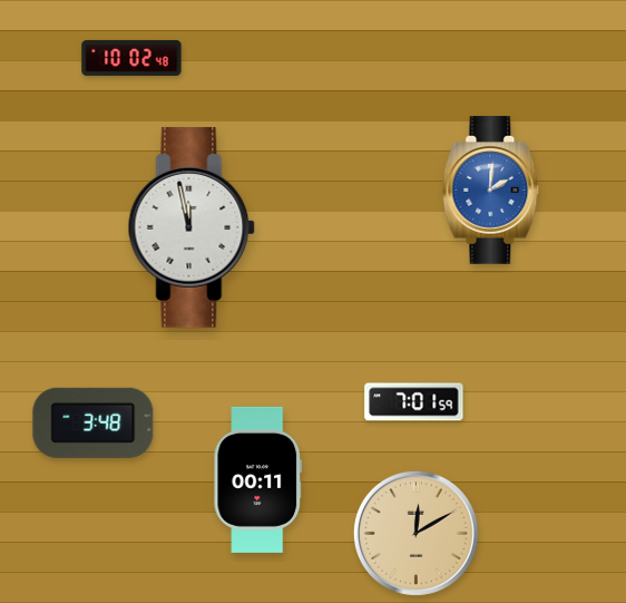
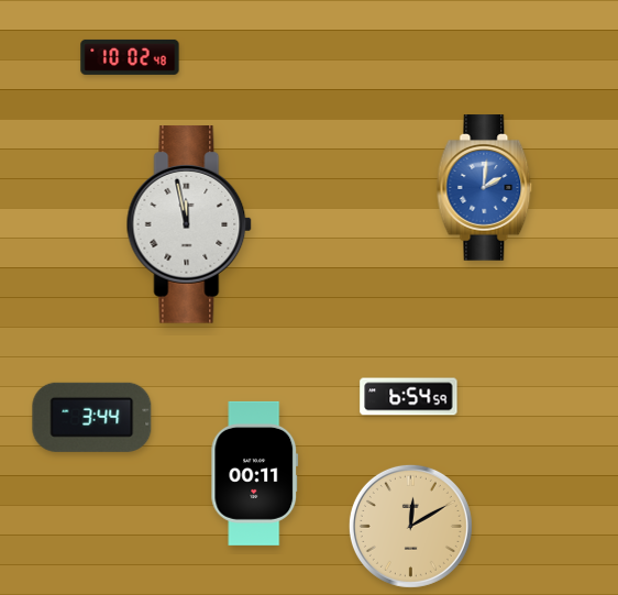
clock at (414, 402): 7:01 -> 6:54
clock at (94, 422): 3:48 -> 3:44
